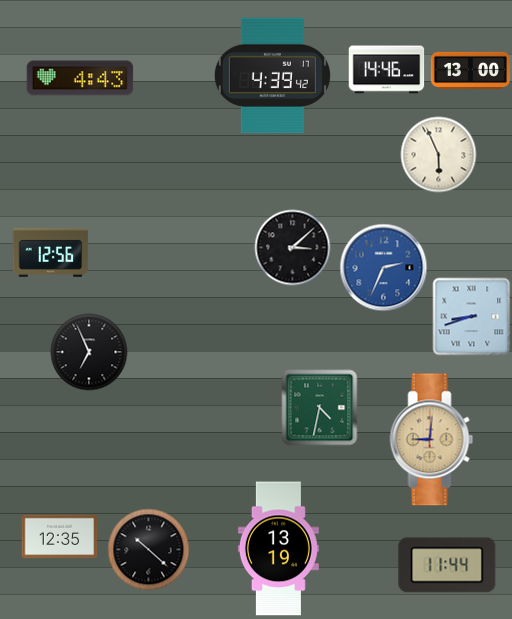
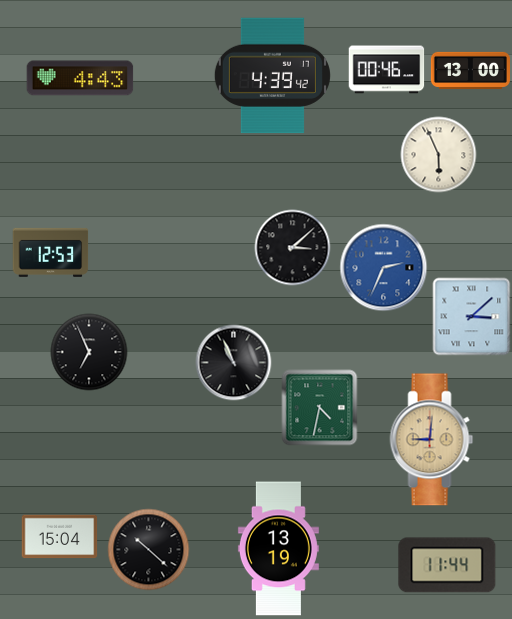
clock at (387, 70): 14:46 -> 00:46
clock at (51, 252): 12:56 -> 12:53
clock at (472, 317): 8:42 -> 3:08
clock at (234, 363): none -> 10:56
clock at (60, 537): 12:35 -> 15:04
